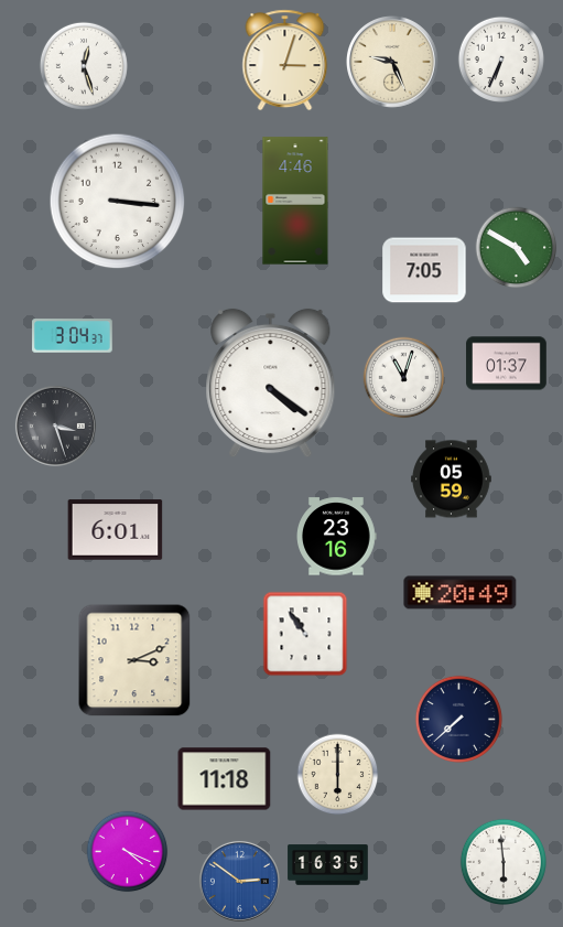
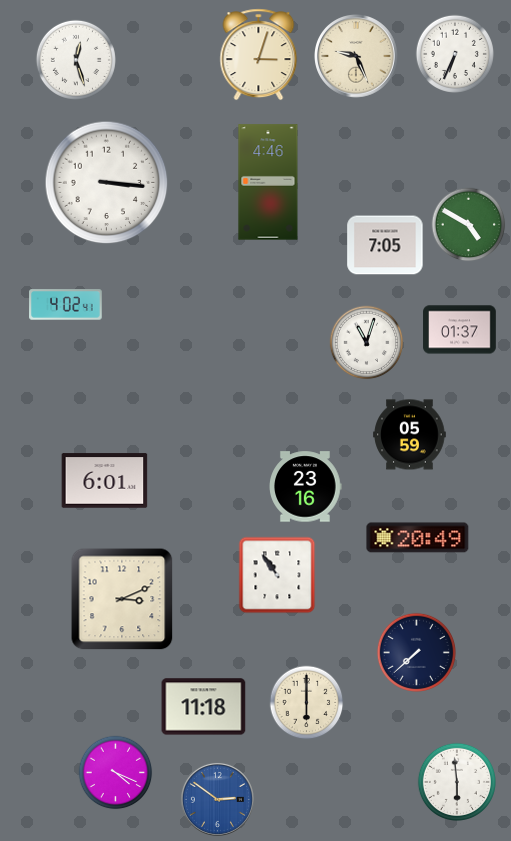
clock at (73, 336): 3:04 -> 4:02
clock at (271, 384): 4:21 -> none
clock at (55, 425): 3:27 -> none
clock at (328, 865): 16:35 -> none
